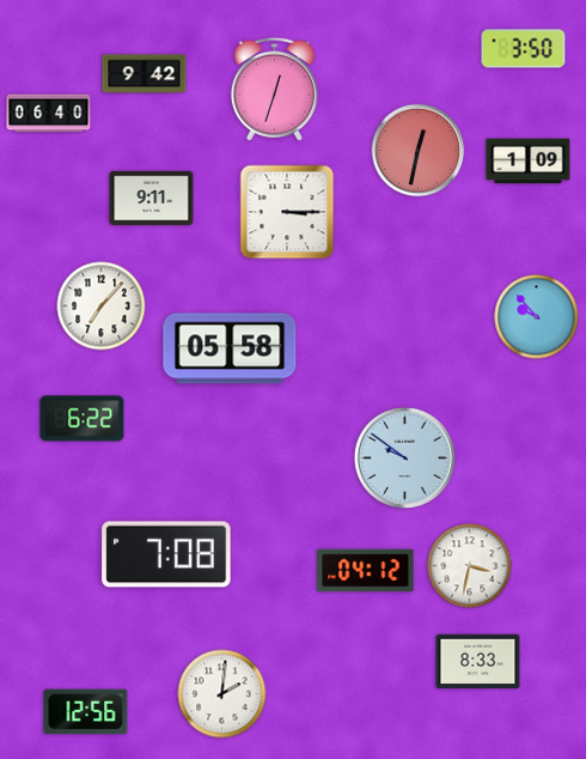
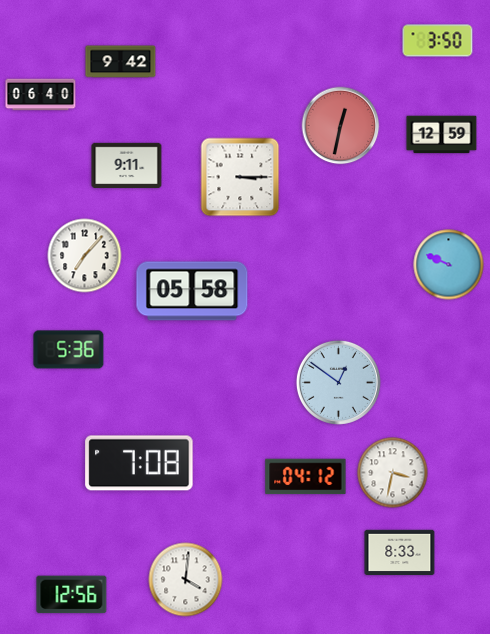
clock at (274, 89): 12:33 -> none
clock at (419, 151) position: (419, 151) -> (341, 126)
clock at (529, 162): 1:09 -> 12:59
clock at (537, 317): 9:53 -> 9:49
clock at (83, 419): 6:22 -> 5:36
clock at (404, 457): 9:51 -> 12:51
clock at (222, 694): 2:01 -> 4:01
